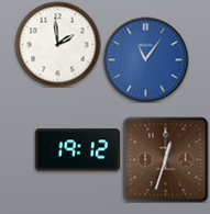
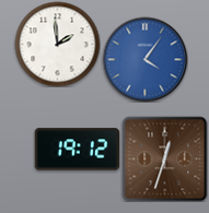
clock at (145, 59): 11:06 -> 4:06
